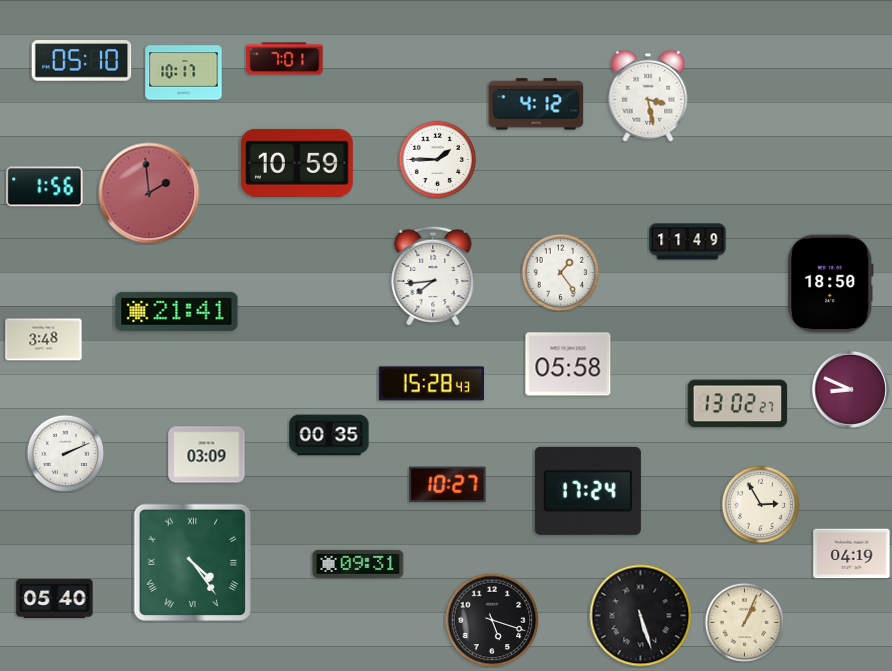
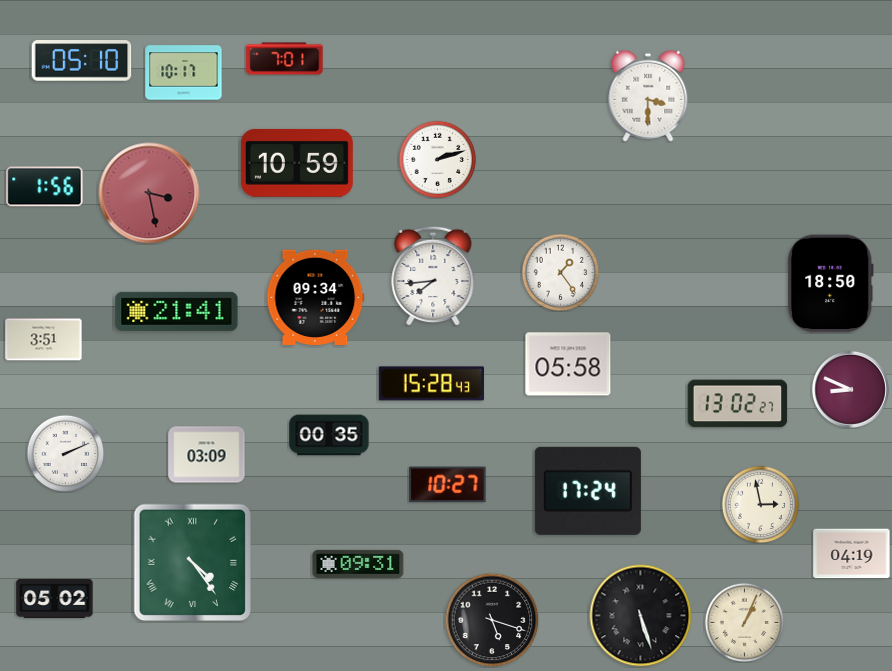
clock at (648, 96): 3:28 -> 3:30
clock at (536, 104): 4:12 -> none
clock at (437, 159): 1:45 -> 2:12
clock at (149, 193): 1:59 -> 3:28
clock at (688, 242): 11:49 -> none
clock at (316, 297): none -> 09:34
clock at (44, 340): 3:48 -> 3:51
clock at (760, 504): 2:55 -> 2:58
clock at (55, 598): 05:40 -> 05:02
